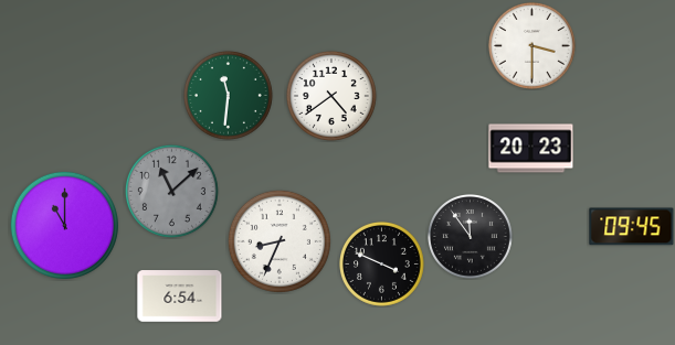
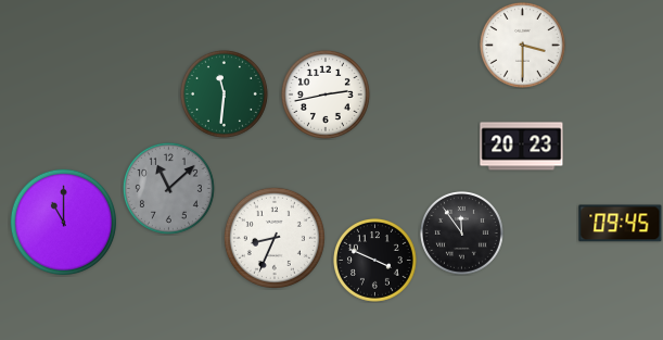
clock at (331, 96): 4:39 -> 2:43
clock at (180, 297): 6:54 -> none
